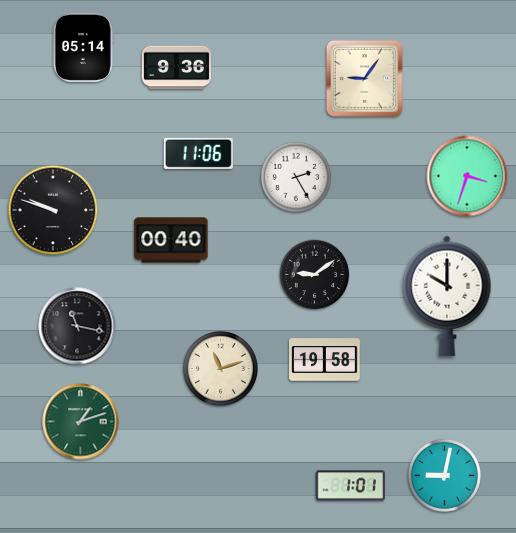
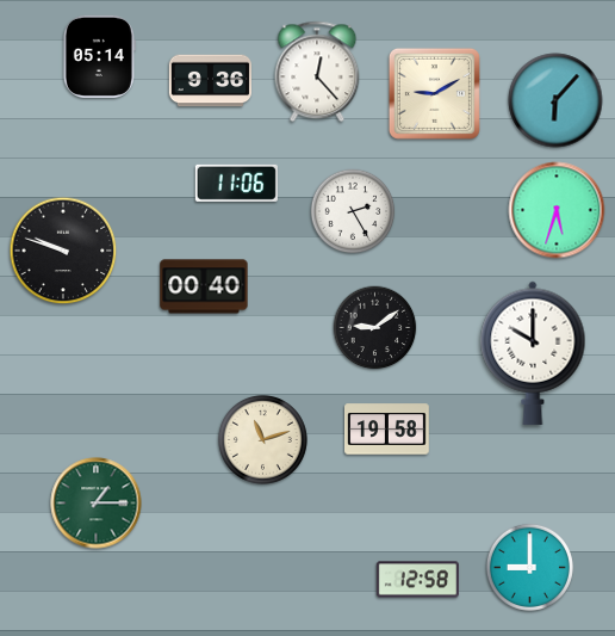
clock at (317, 72): none -> 12:23
clock at (364, 78): 9:06 -> 9:10
clock at (555, 100): none -> 6:07
clock at (467, 176): 3:33 -> 5:33
clock at (77, 326): 11:17 -> none
clock at (81, 422): 1:12 -> 1:15
clock at (444, 475): 9:02 -> 9:00
clock at (350, 486): 1:01 -> 12:58
